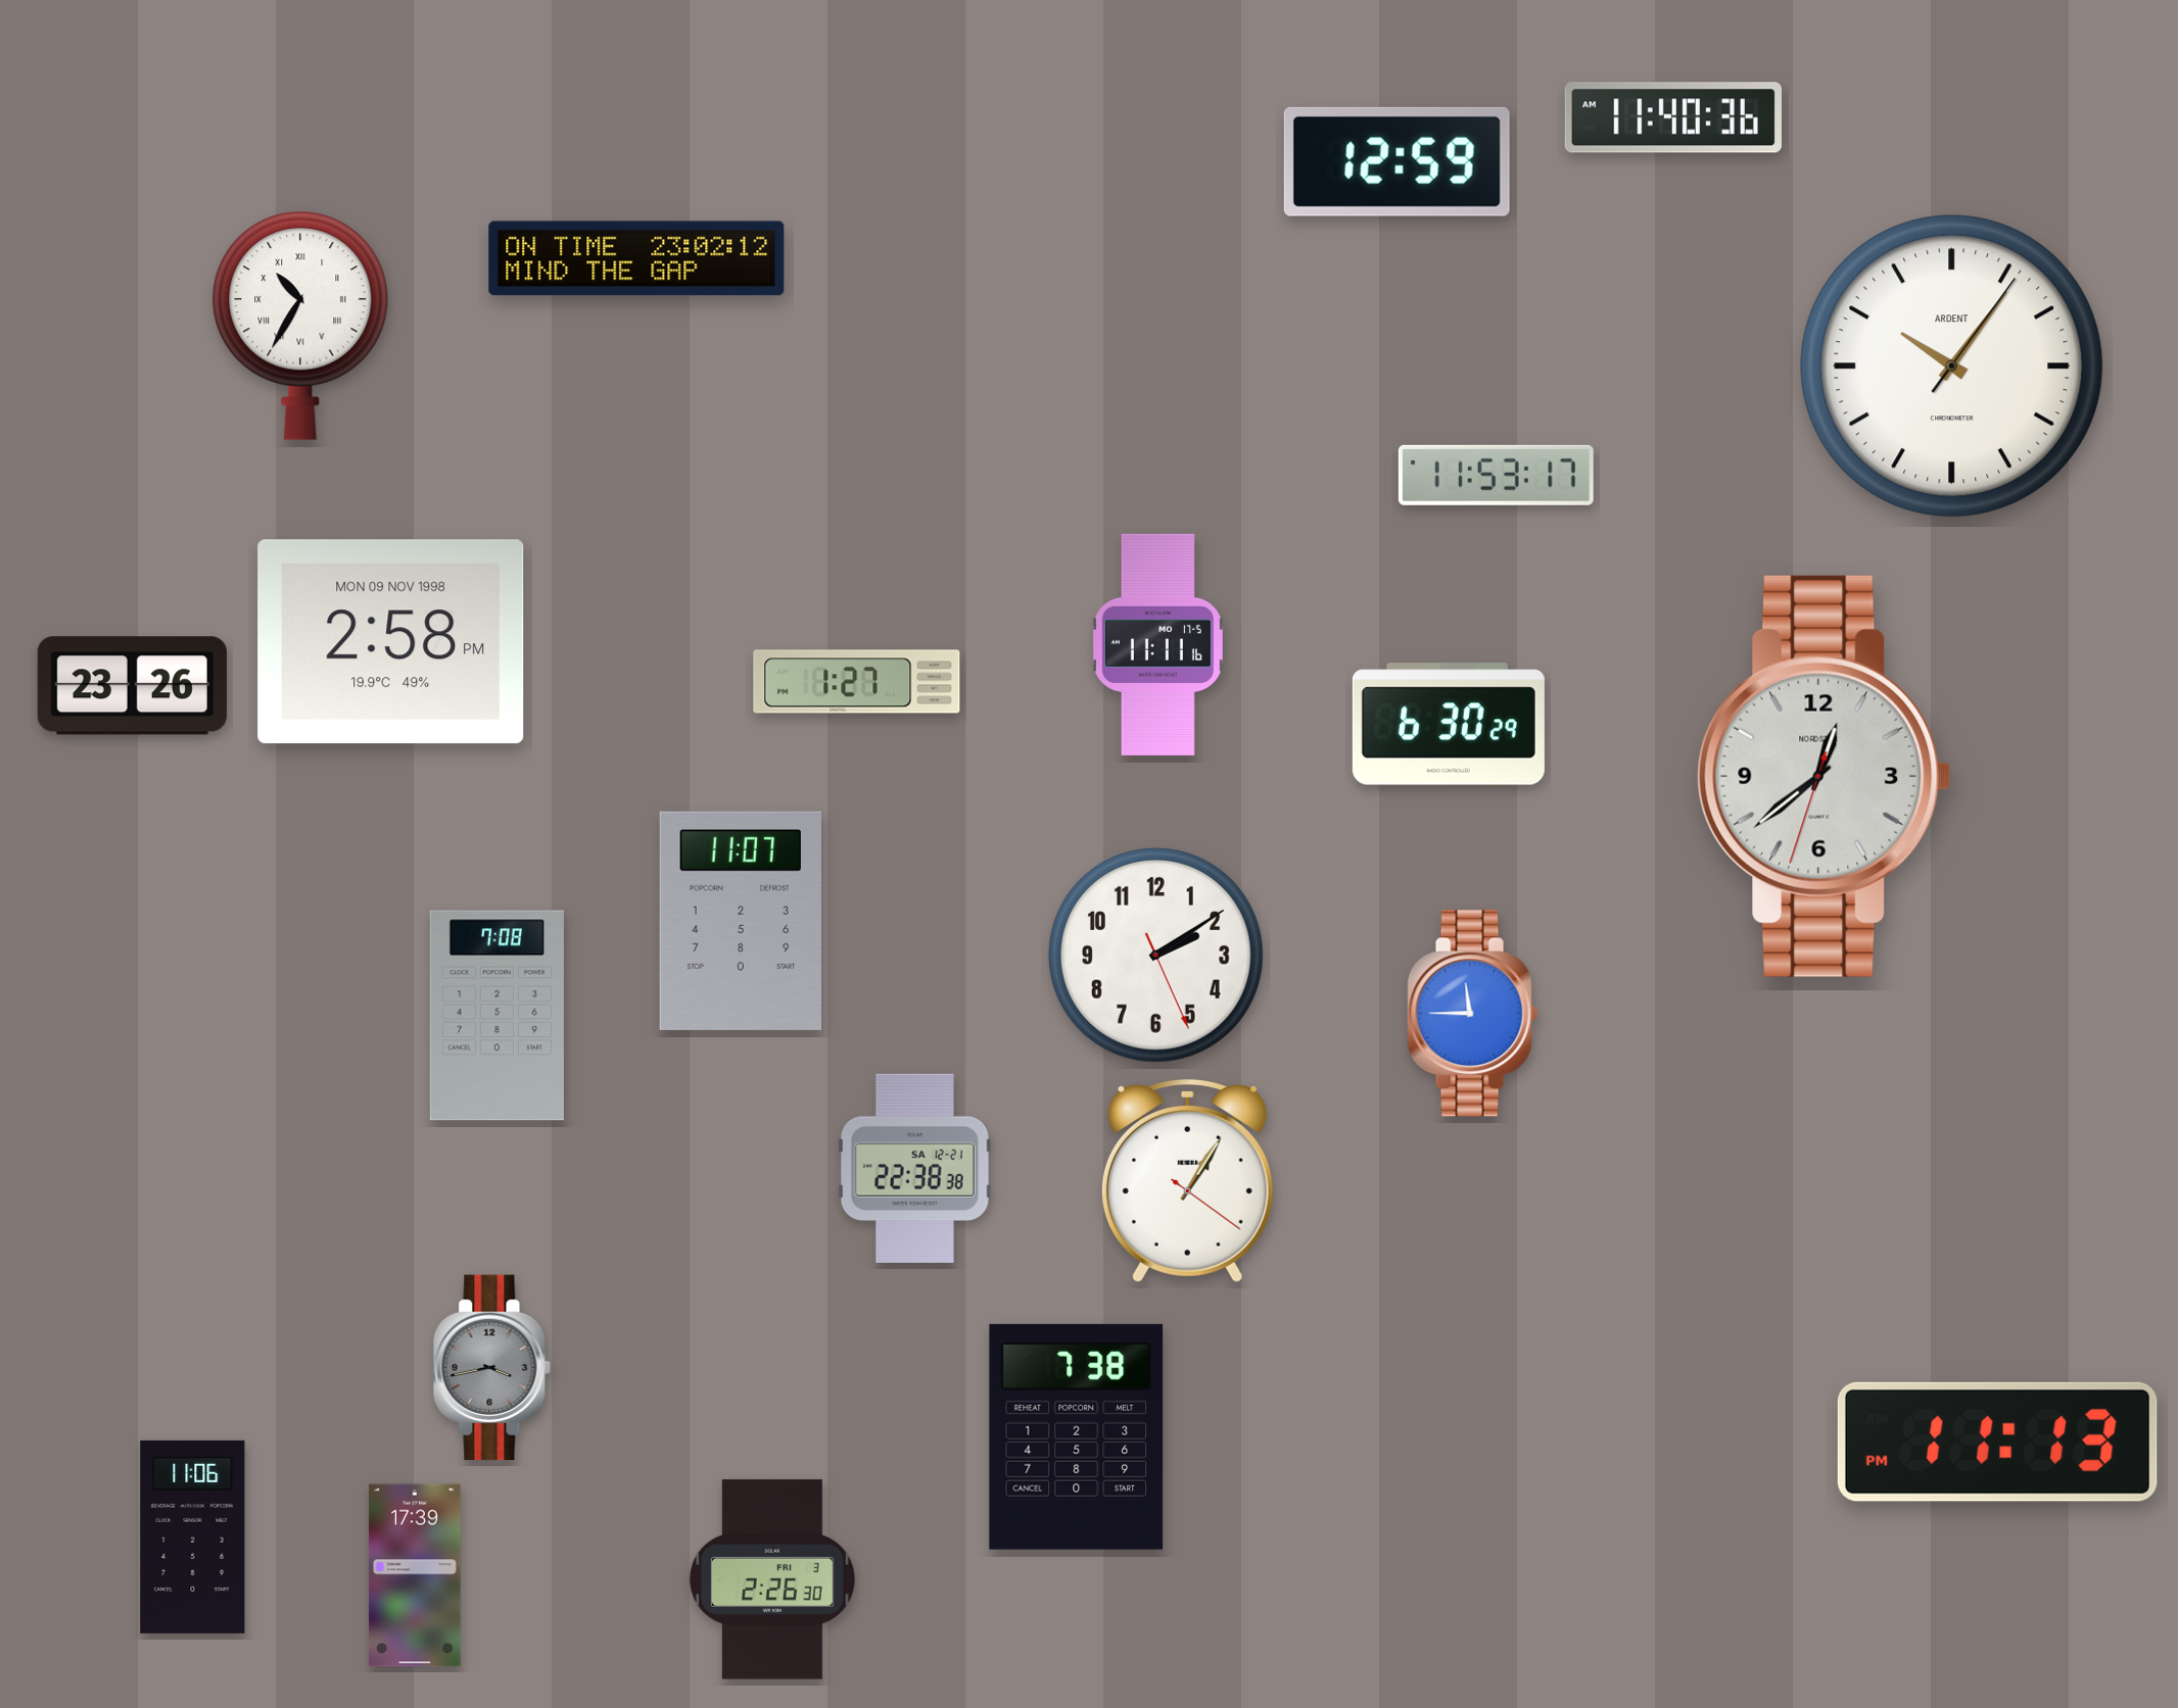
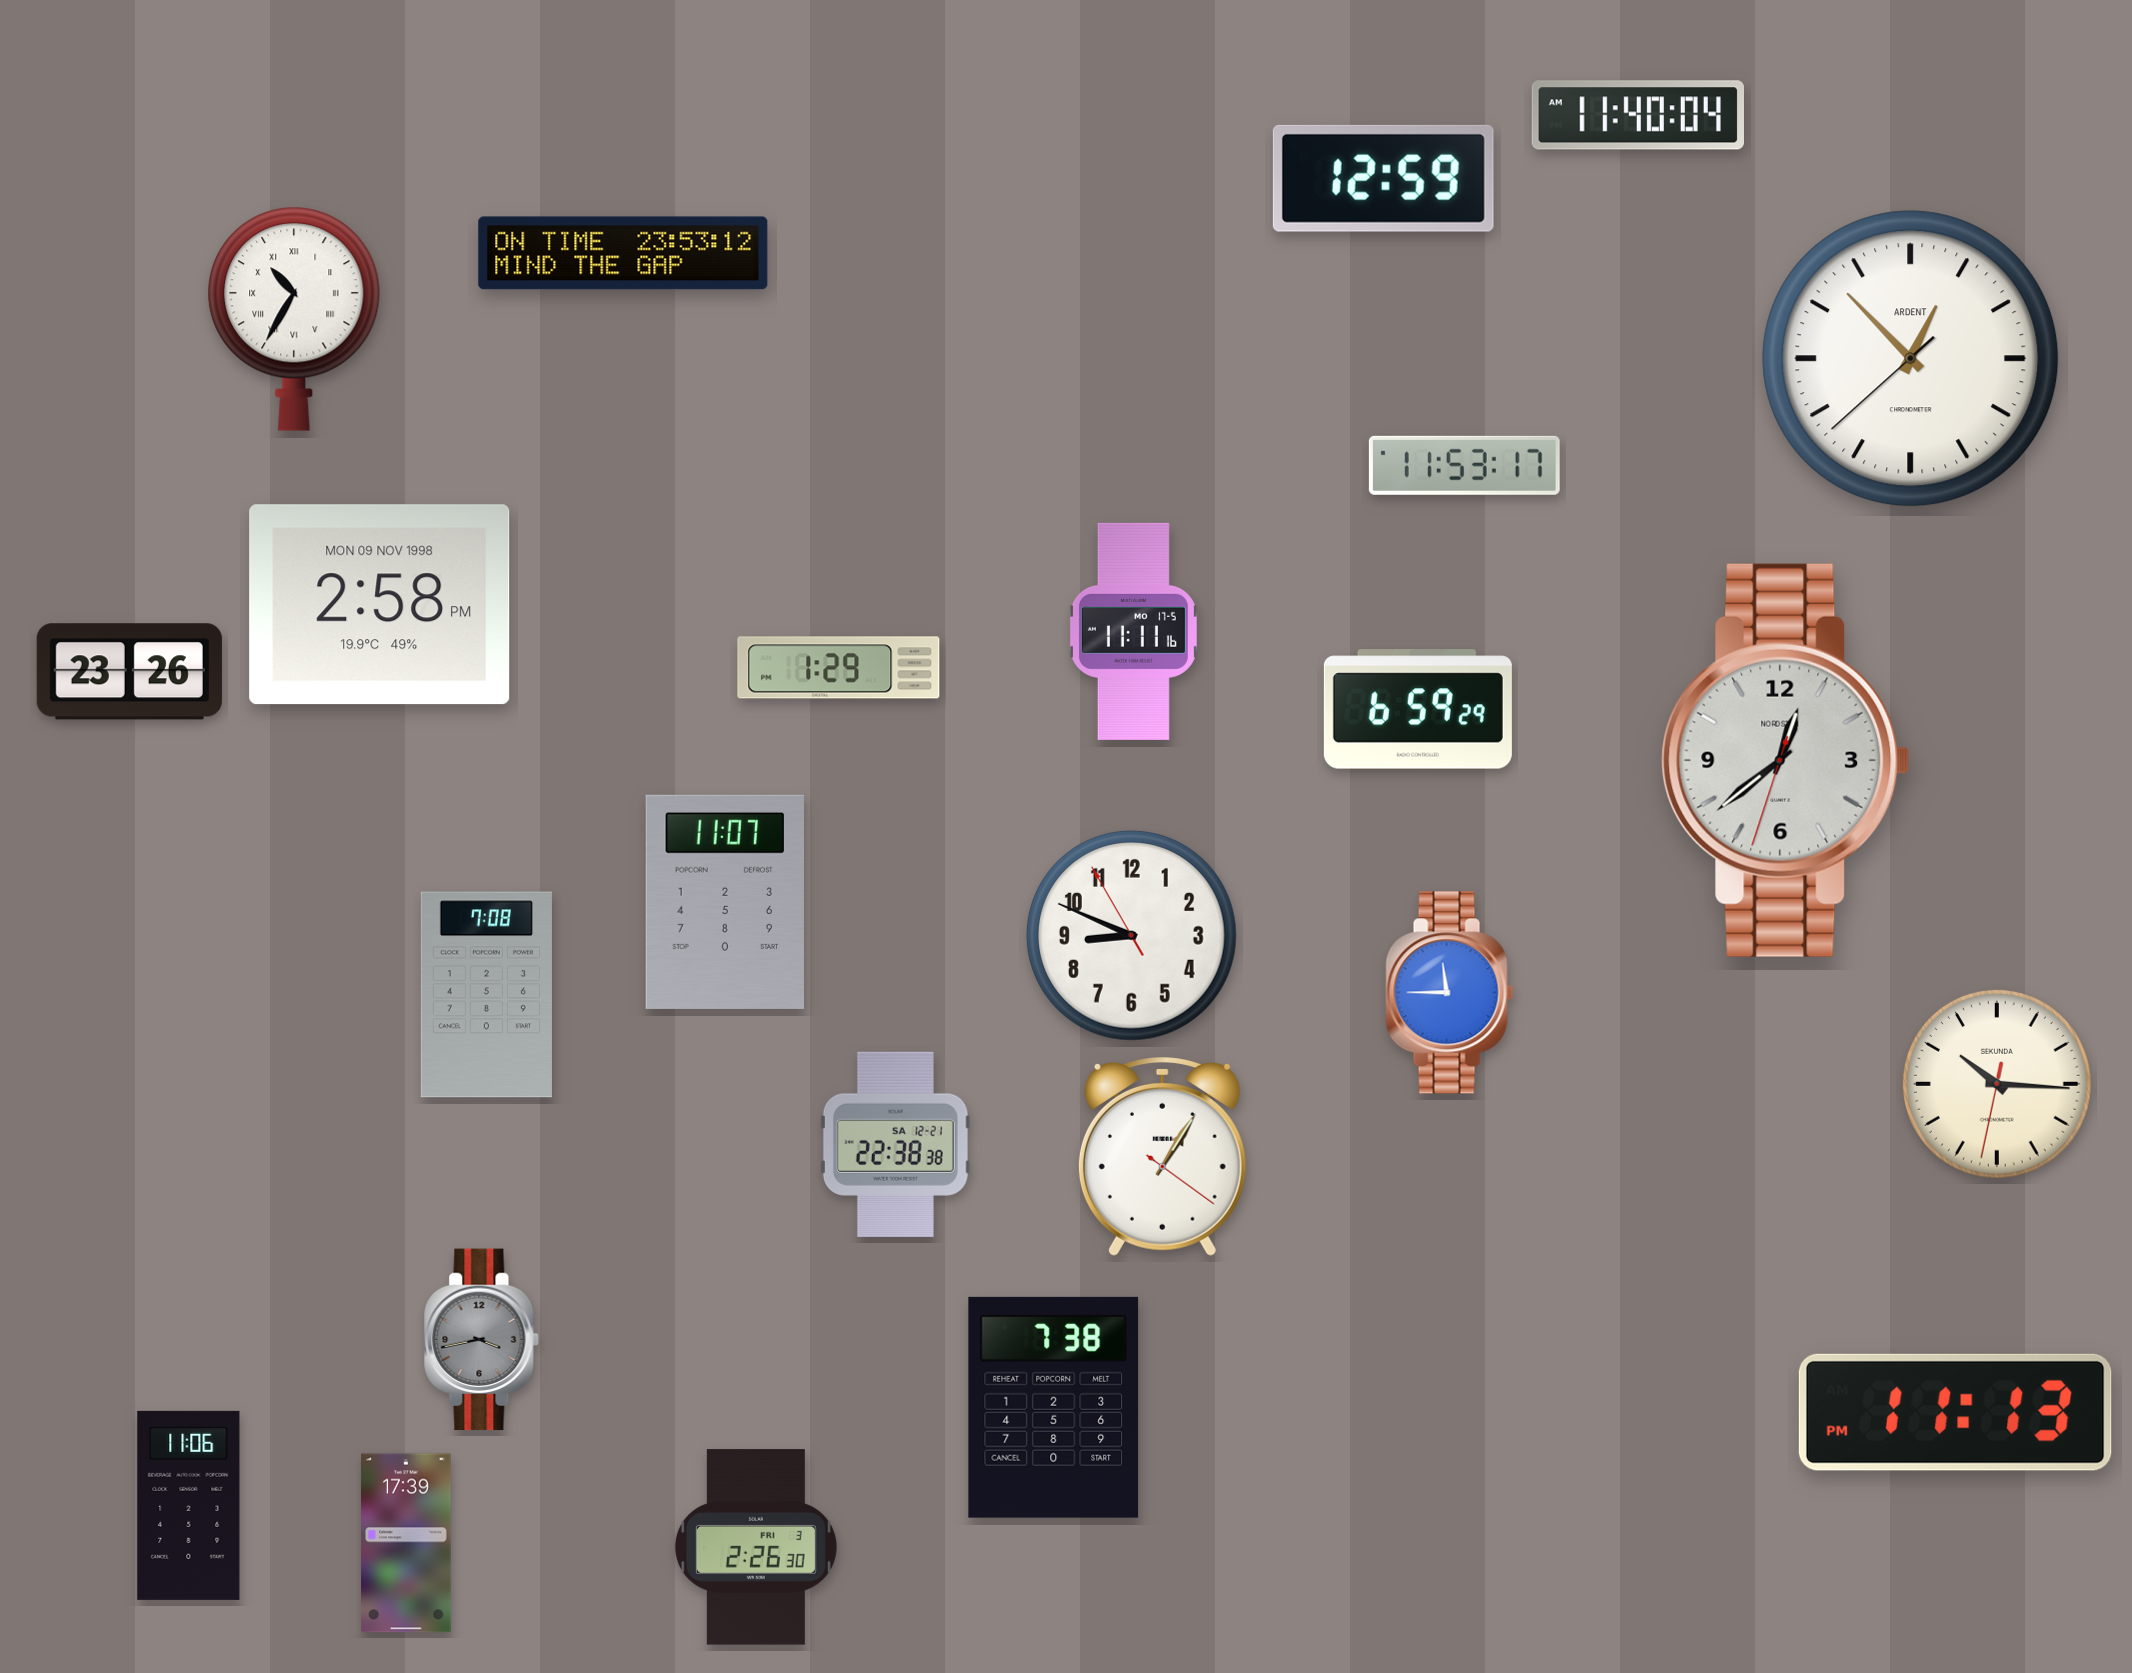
clock at (1672, 117): 11:40:36 -> 11:40:04
clock at (1396, 161) position: (1396, 161) -> (1383, 178)
clock at (636, 258): 23:02 -> 23:53
clock at (1952, 367): 10:06 -> 12:52
clock at (391, 642) position: (391, 642) -> (380, 605)
clock at (857, 682): 1:27 -> 1:29
clock at (1449, 724): 6:30 -> 6:59
clock at (1155, 955): 2:09 -> 8:48
clock at (1473, 1014) position: (1473, 1014) -> (1450, 993)
clock at (1997, 1084): none -> 10:15
